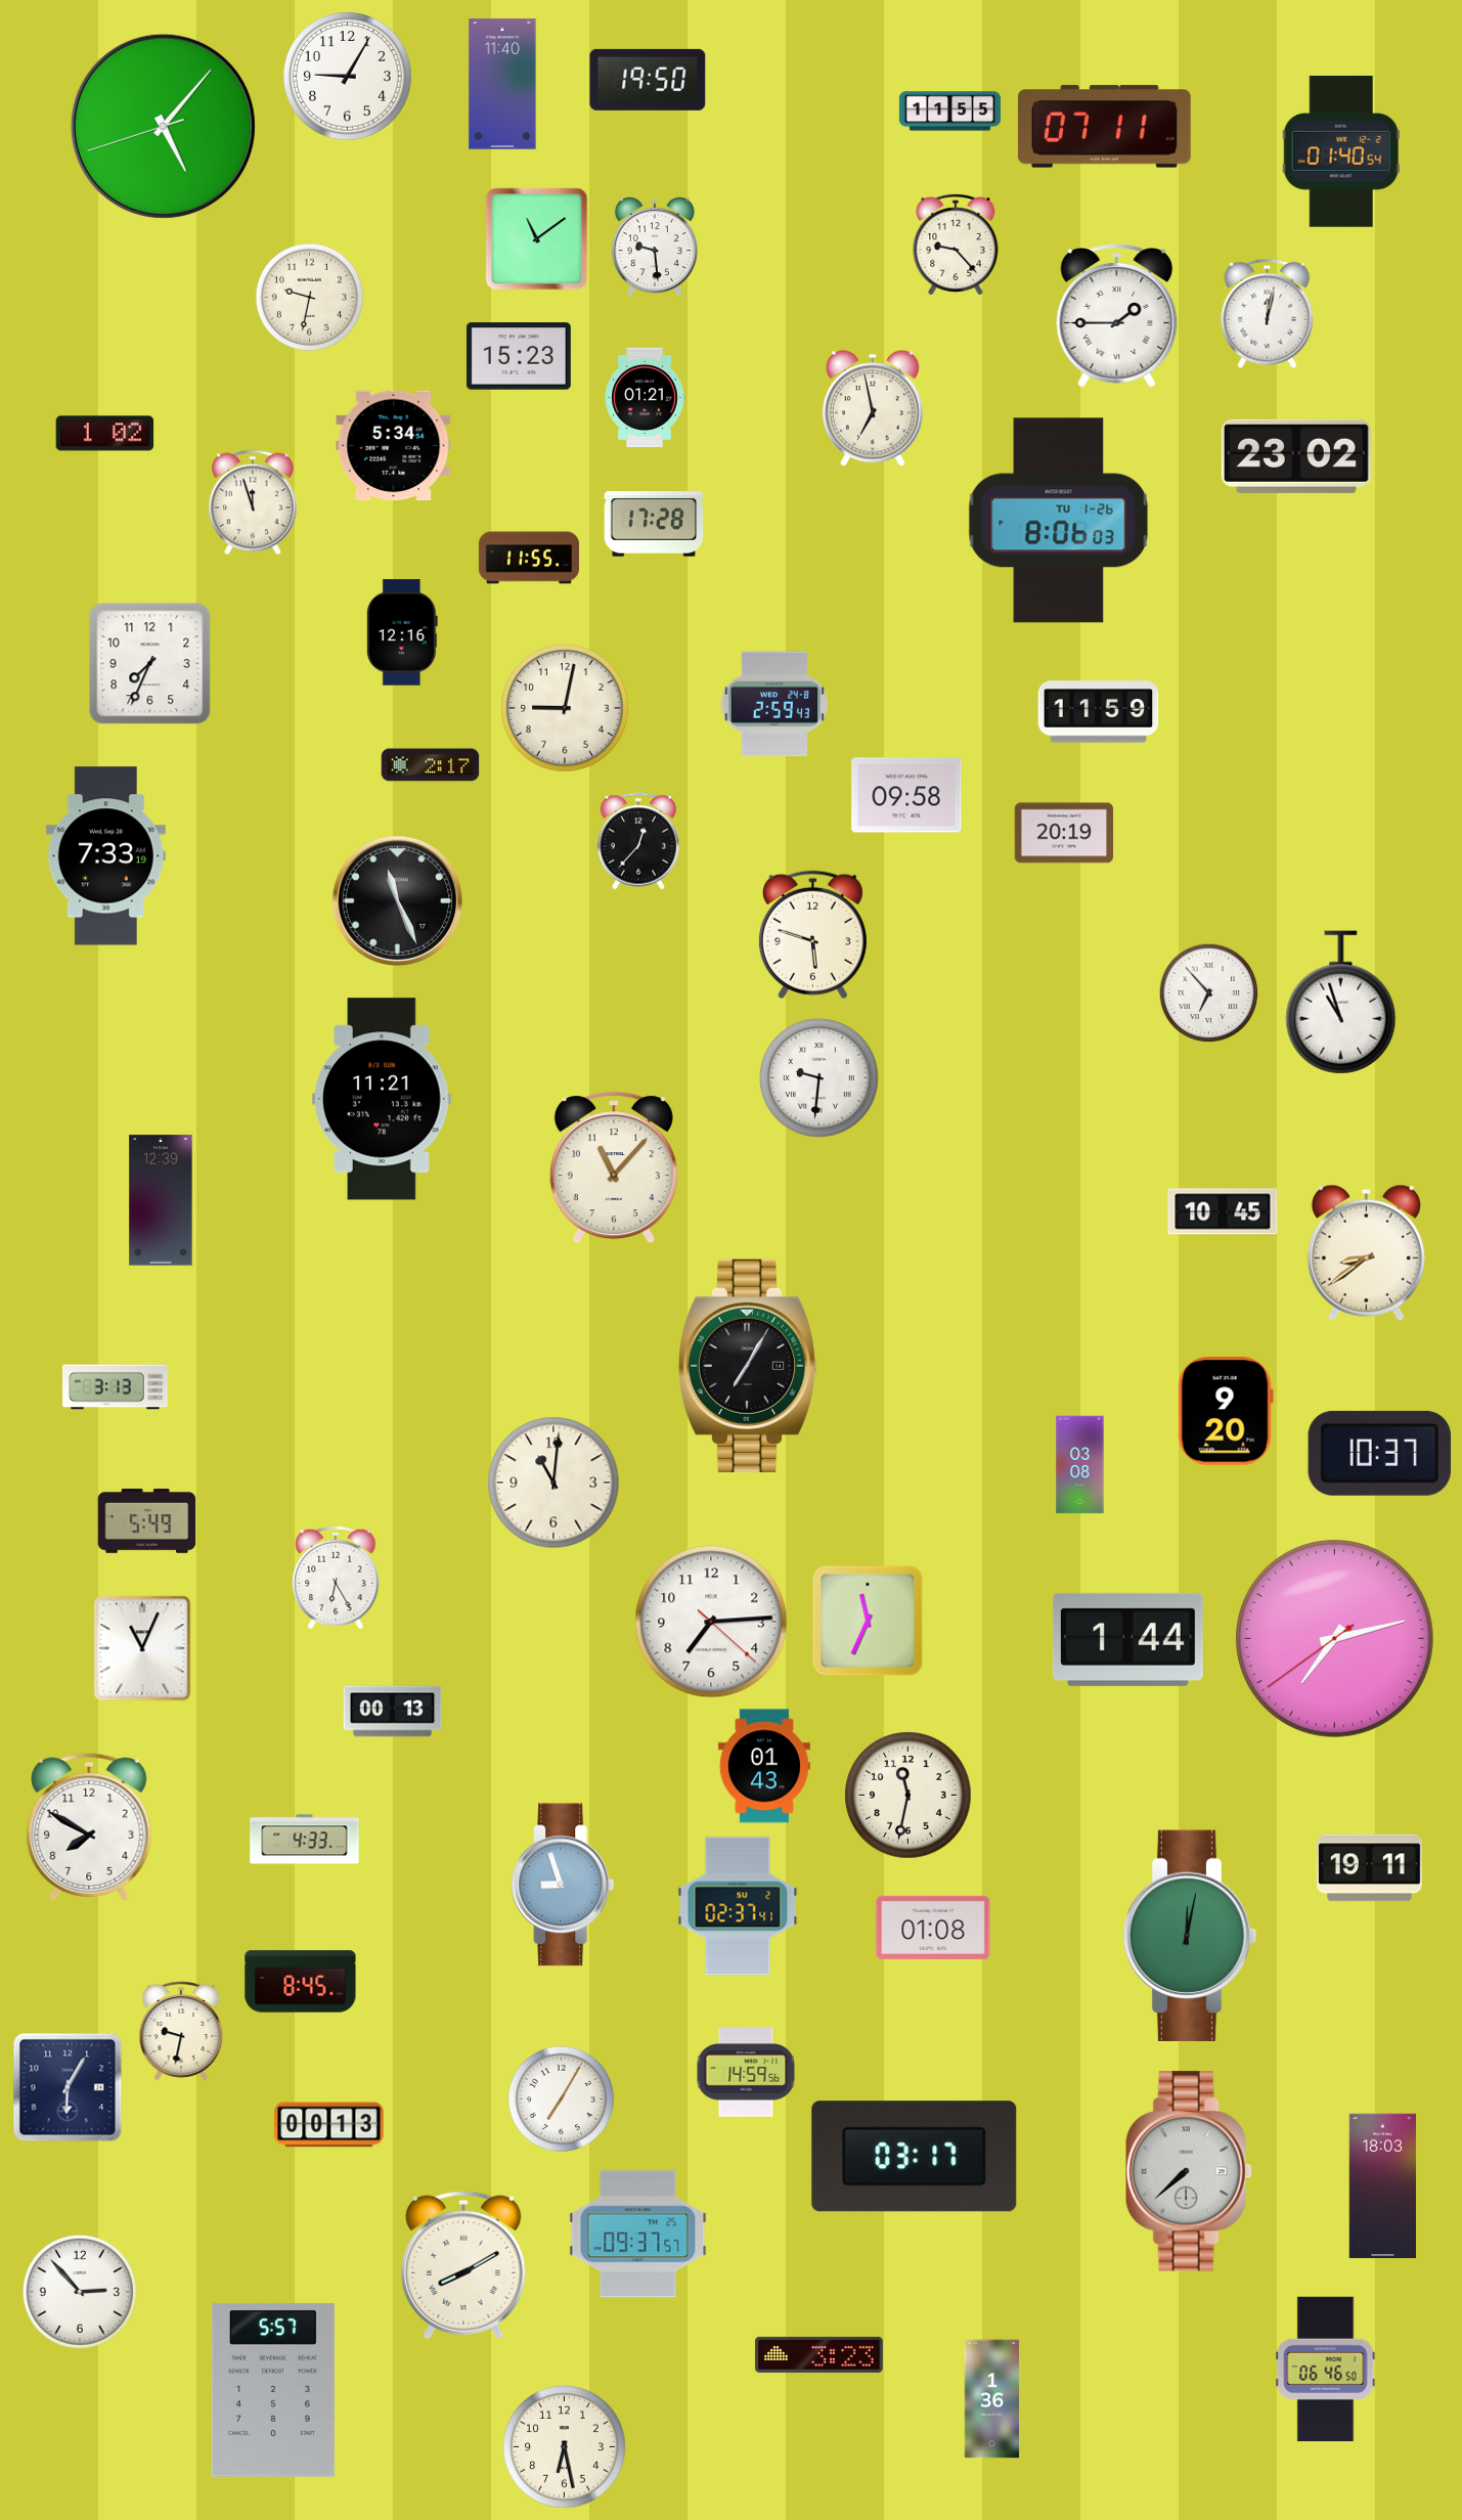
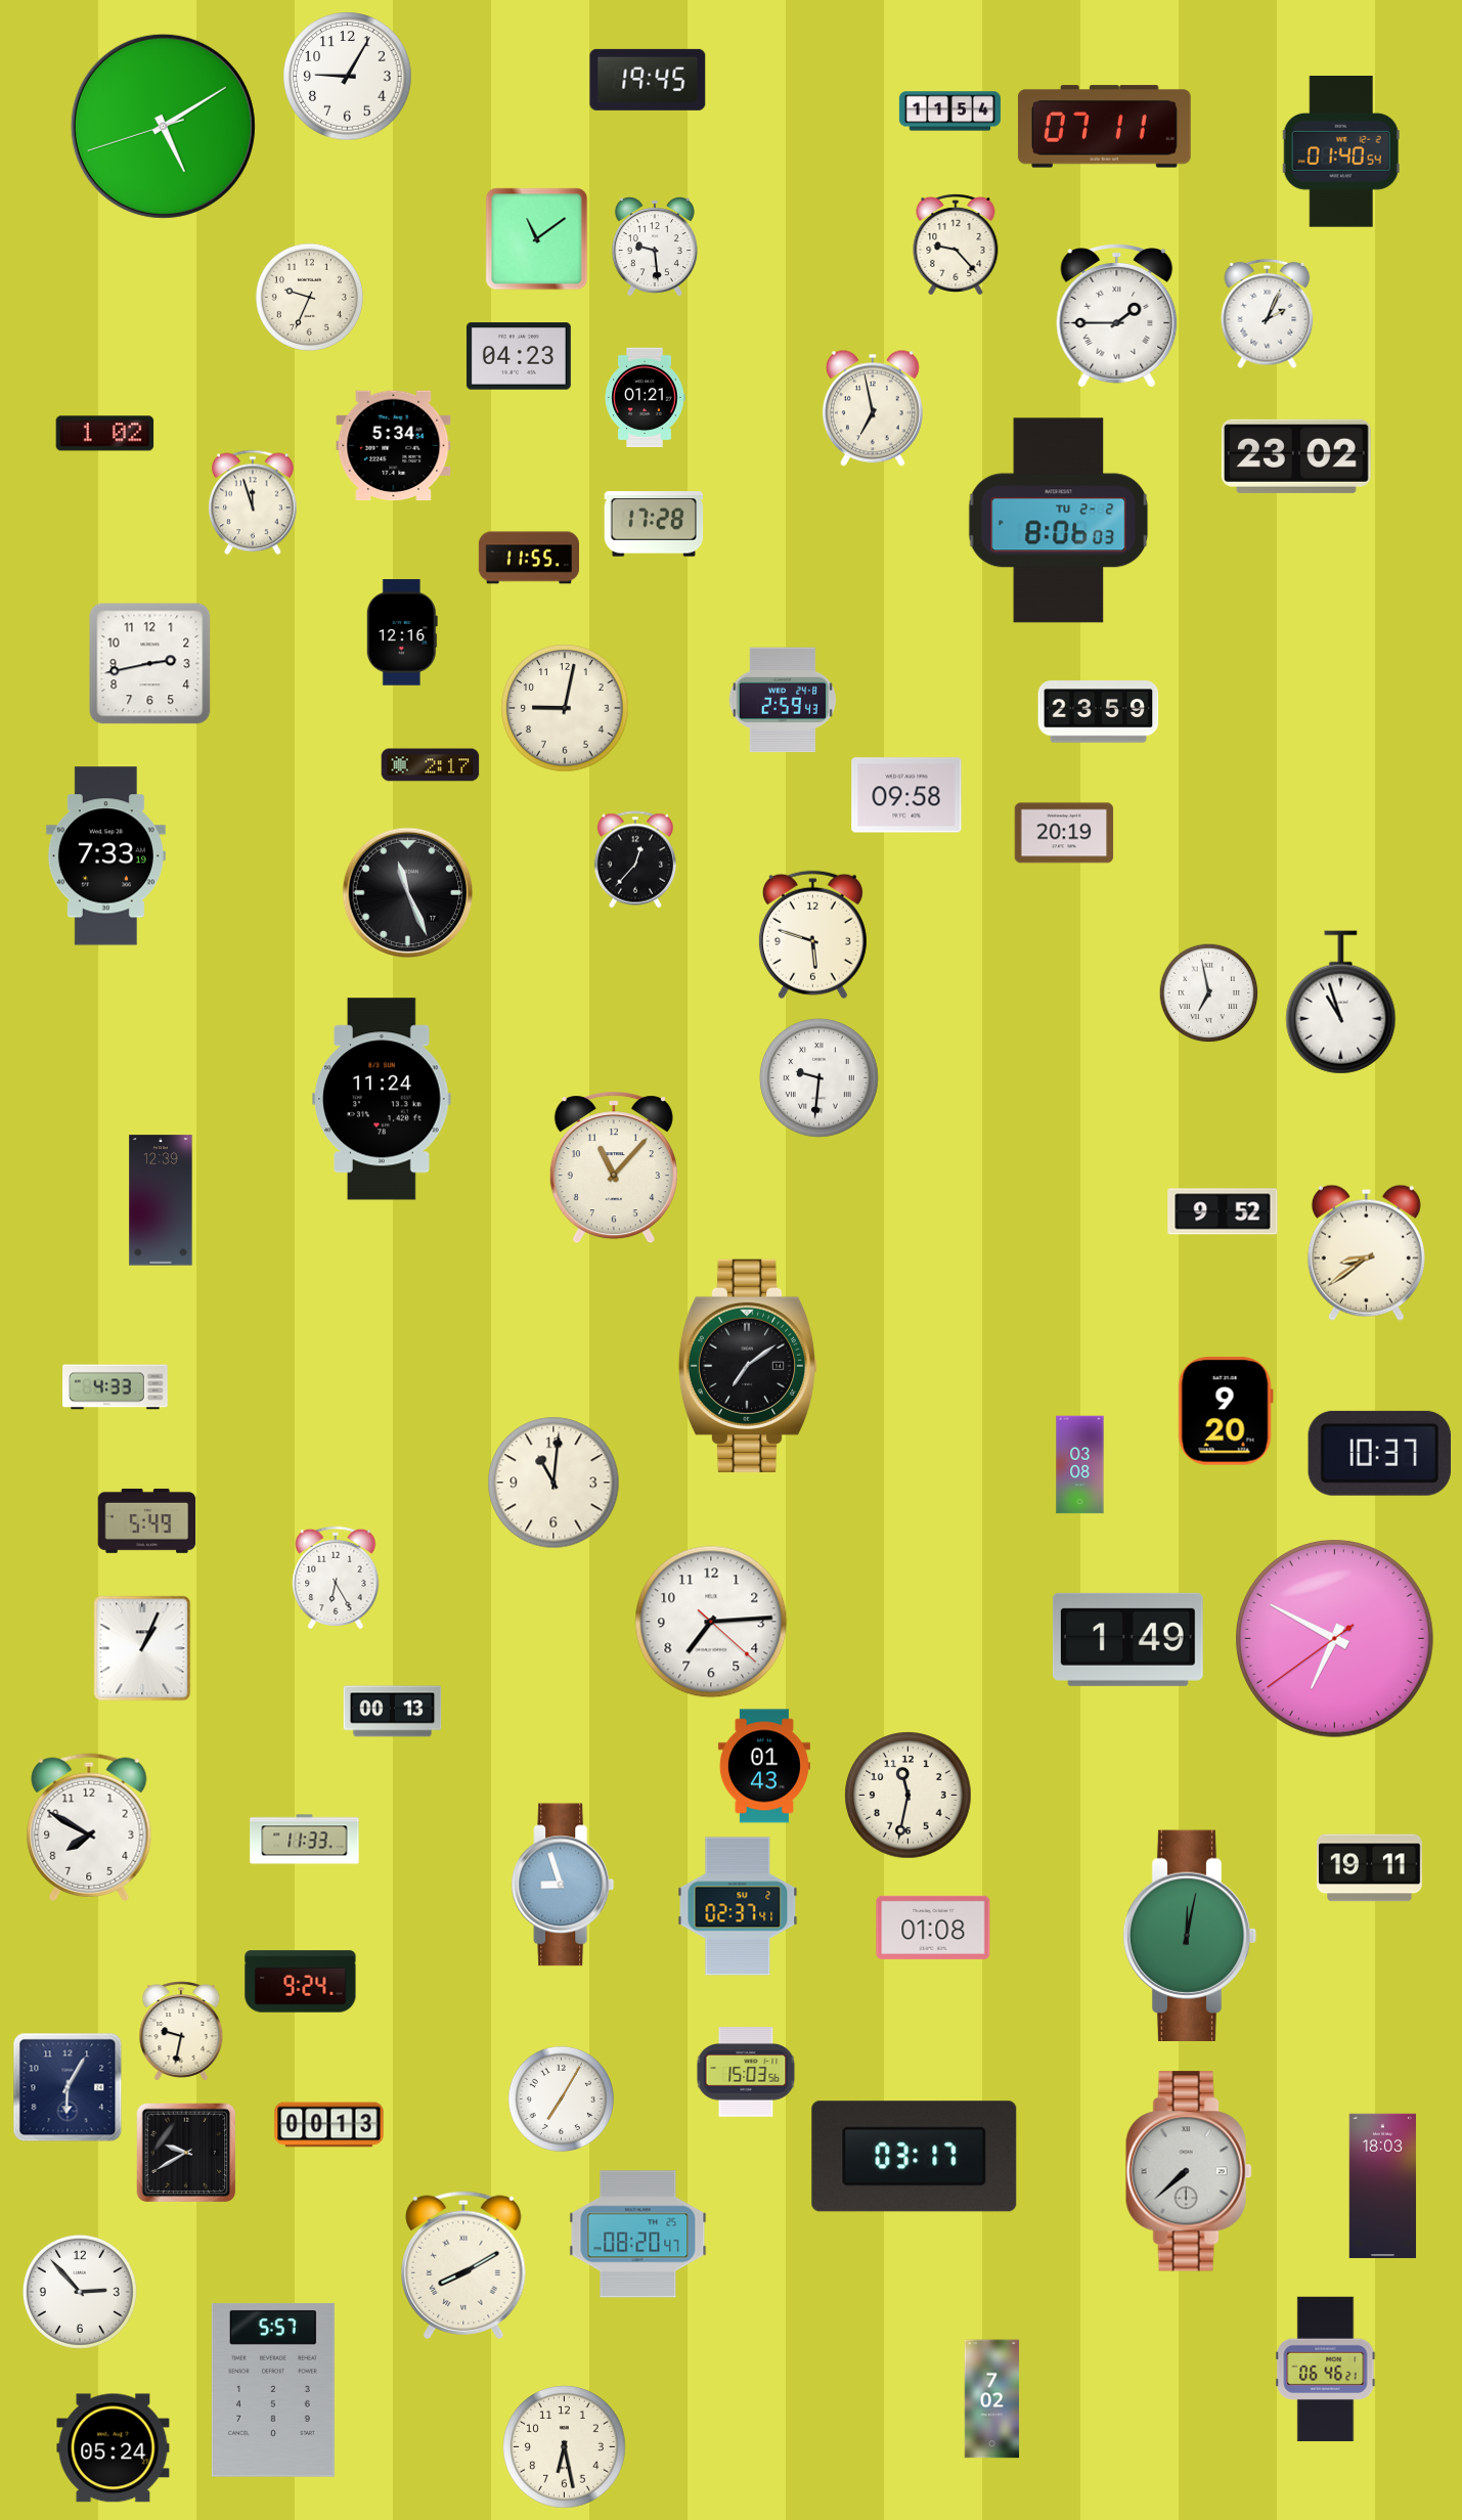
clock at (648, 80): 19:50 -> 19:45
clock at (502, 84): 11:40 -> none
clock at (949, 112): 11:55 -> 11:54
clock at (163, 126): 5:06 -> 5:09
clock at (309, 297): 9:32 -> 9:34
clock at (1268, 314): 12:02 -> 2:04
clock at (519, 356): 15:23 -> 04:23
clock at (1059, 521) date: TU 1-26 -> TU 2-2
clock at (150, 664): 7:34 -> 2:43
clock at (774, 704) position: (774, 704) -> (783, 700)
clock at (1099, 712): 11:59 -> 23:59
clock at (637, 841) position: (637, 841) -> (634, 859)
clock at (398, 901) position: (398, 901) -> (408, 893)
clock at (1209, 993): 6:53 -> 6:58
clock at (382, 1099): 11:21 -> 11:24
clock at (1223, 1211): 10:45 -> 9:52
clock at (748, 1366): 7:05 -> 7:09
clock at (116, 1387): 3:13 -> 4:33
clock at (868, 1621): 11:34 -> none
clock at (1334, 1638): 7:12 -> 6:49
clock at (1127, 1639): 1:44 -> 1:49
clock at (142, 1648): 11:04 -> 1:04
clock at (305, 1840): 4:33 -> 11:33
clock at (301, 1982): 8:45 -> 9:24
clock at (746, 2072): 14:59 -> 15:03
clock at (186, 2153): none -> 9:40
clock at (638, 2235): 09:37 -> 08:20
clock at (818, 2354): 3:23 -> none
clock at (1326, 2370): 06:46:50 -> 06:46:21
clock at (992, 2399): 1:36 -> 7:02
clock at (114, 2448): none -> 05:24
